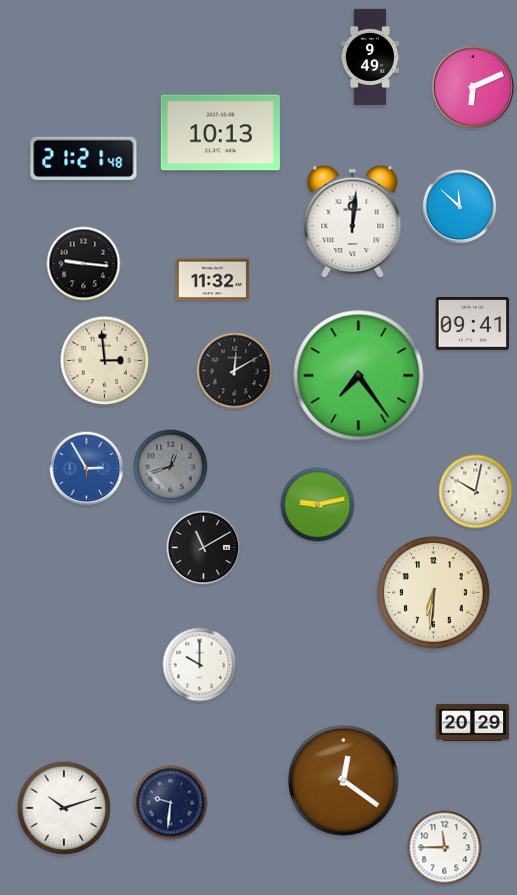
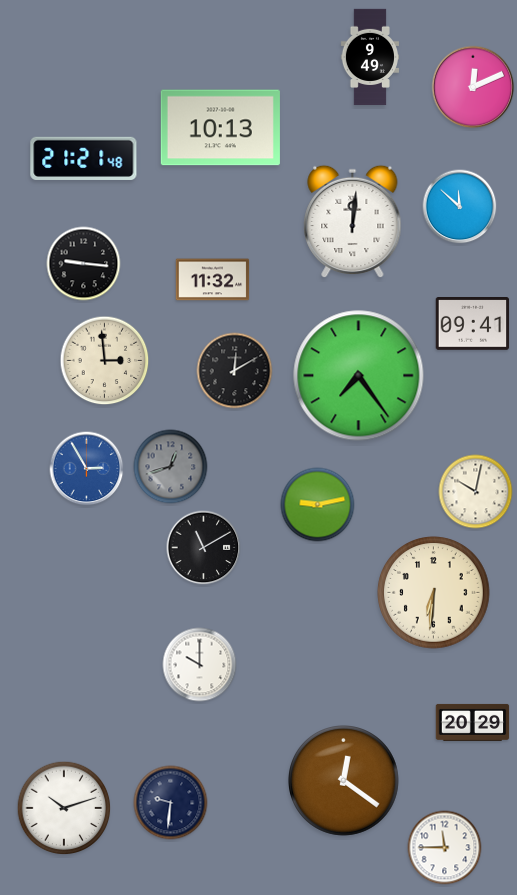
clock at (473, 87): 6:11 -> 12:11
clock at (220, 133) position: (220, 133) -> (220, 128)
